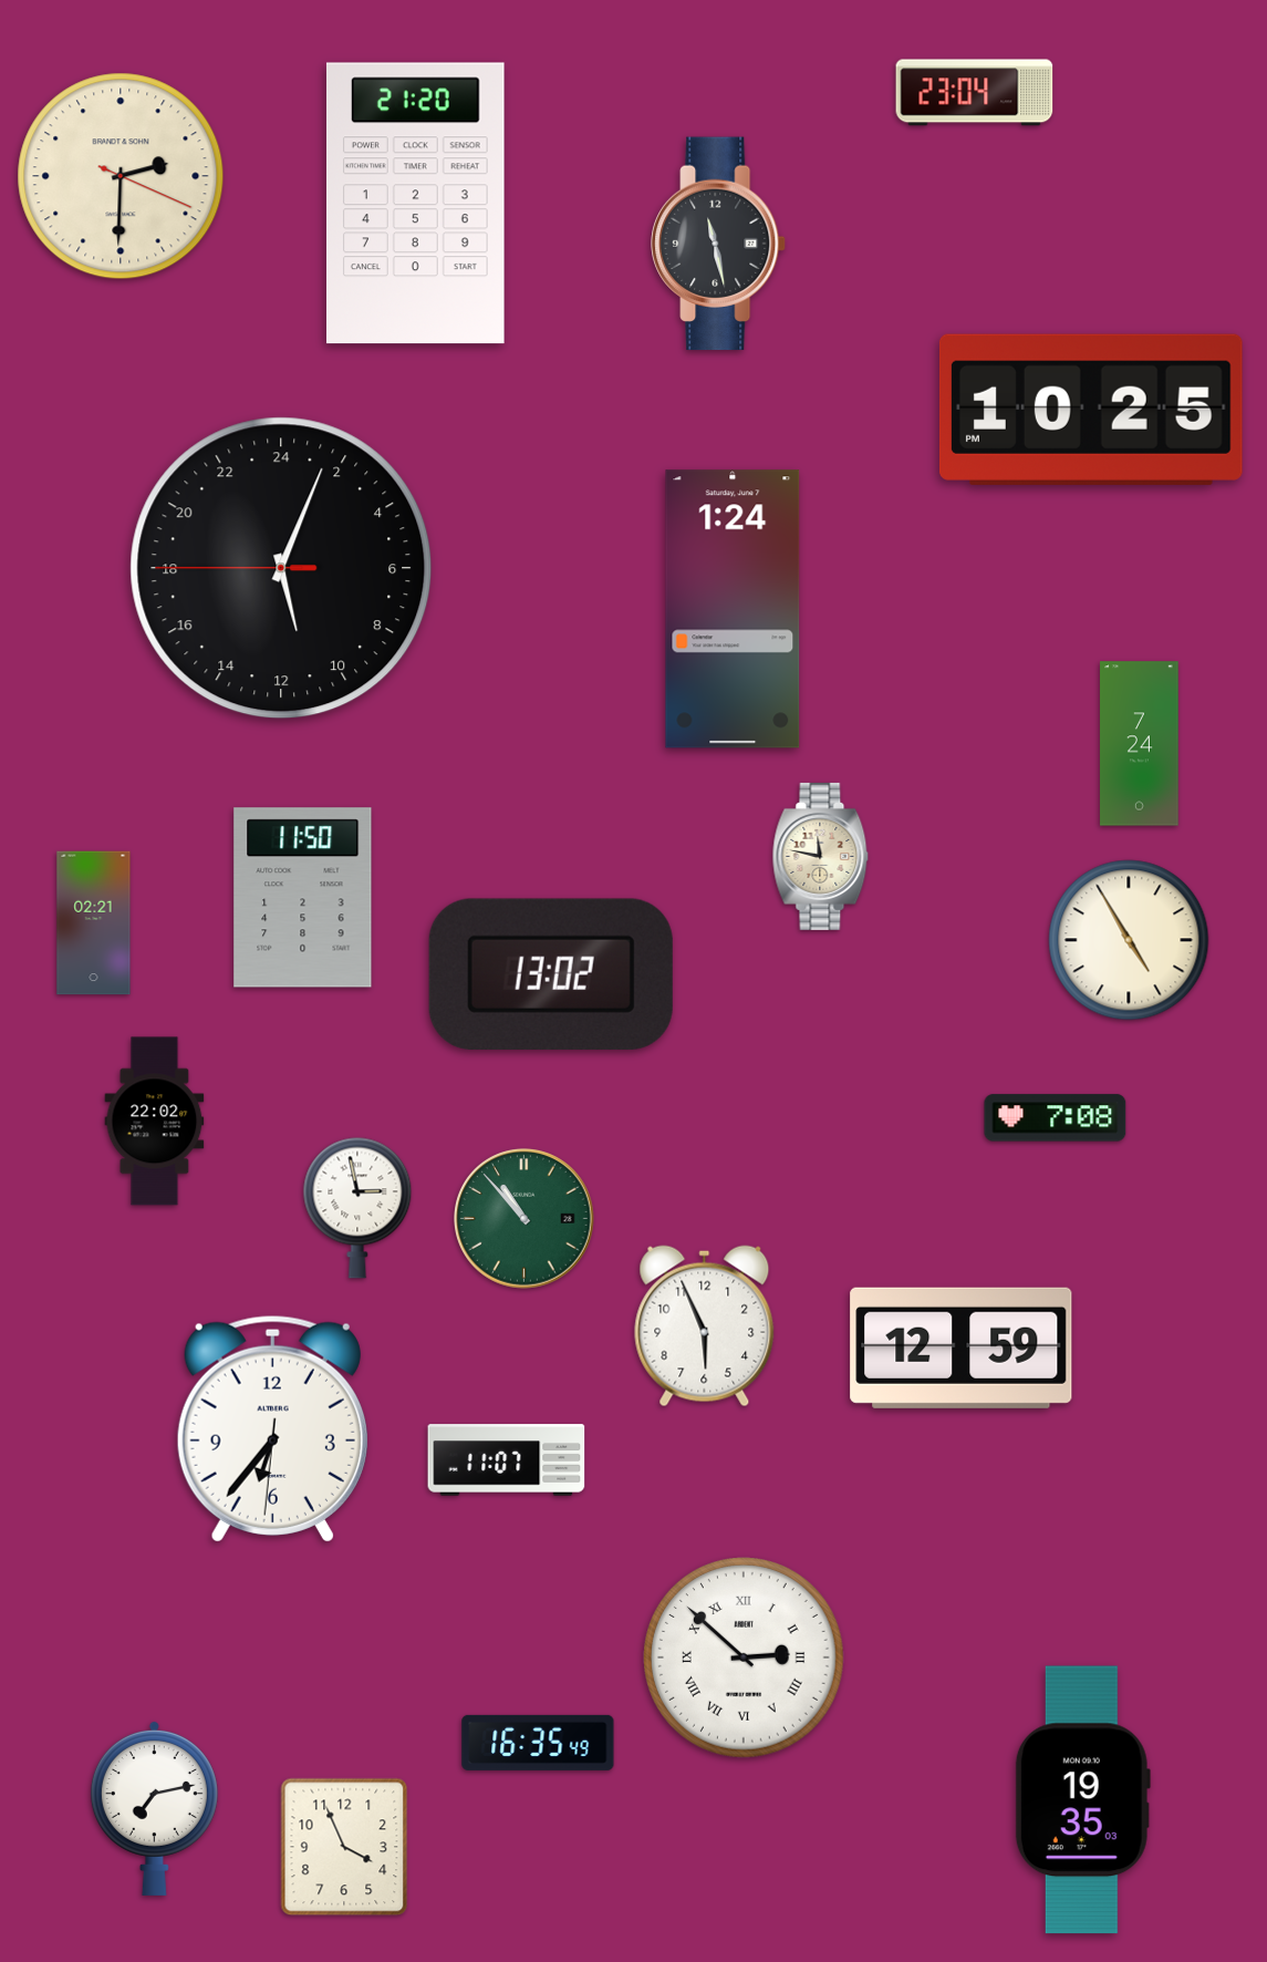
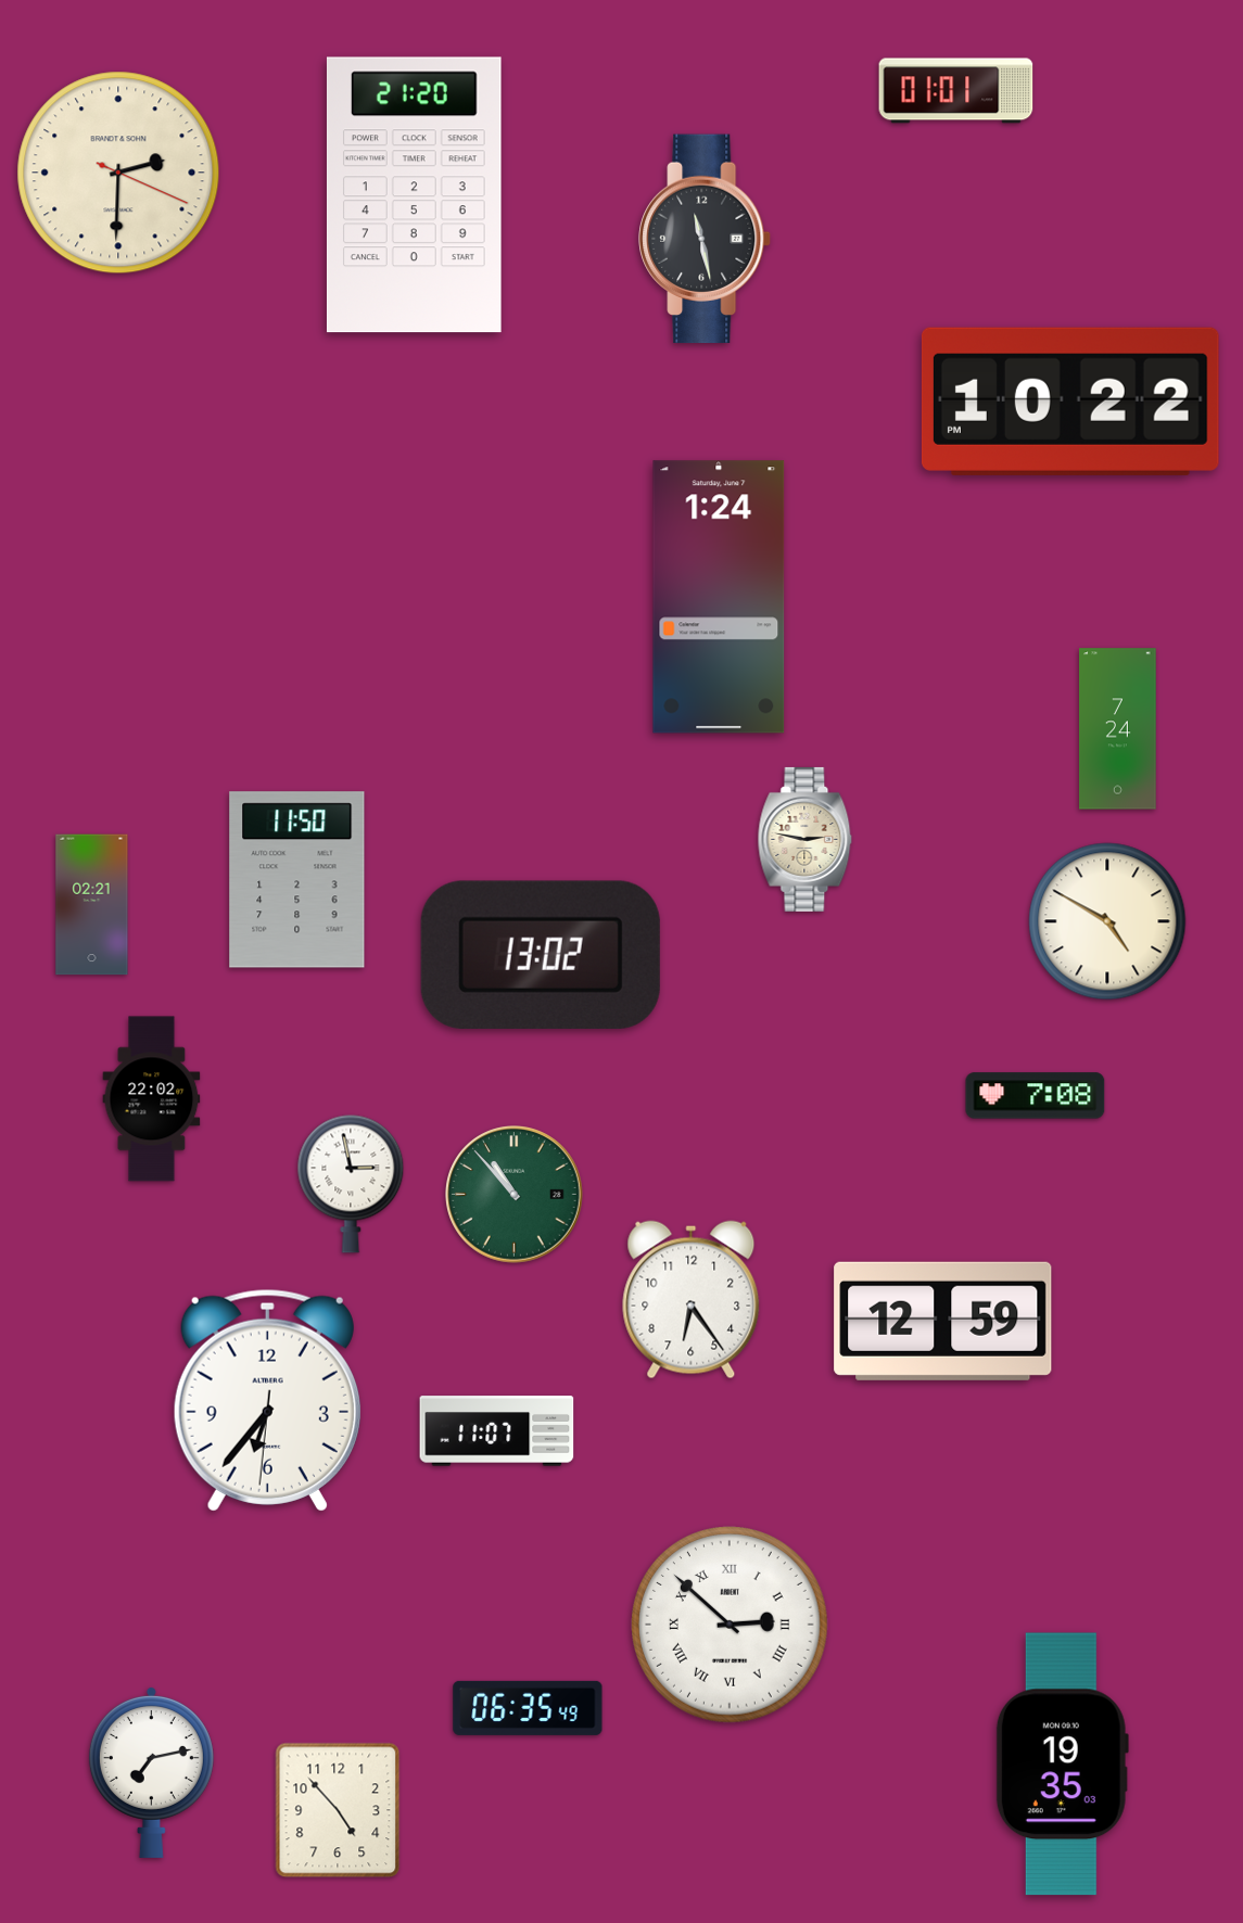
clock at (975, 93): 23:04 -> 01:01
clock at (415, 204) position: (415, 204) -> (414, 195)
clock at (1091, 410): 10:25 -> 10:22
clock at (281, 568): 11:03 -> none
clock at (821, 856): 11:47 -> 2:47
clock at (1129, 940): 4:55 -> 4:50
clock at (705, 1326): 5:56 -> 6:24
clock at (538, 1743): 16:35 -> 06:35
clock at (344, 1847): 3:56 -> 4:53
